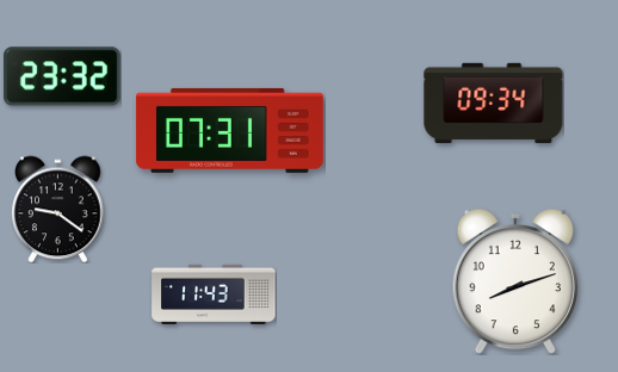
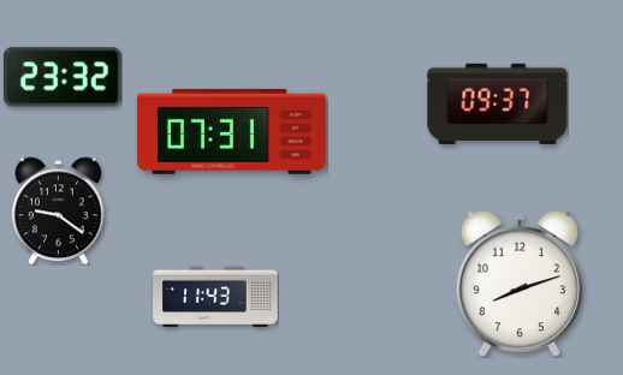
clock at (494, 103): 09:34 -> 09:37
